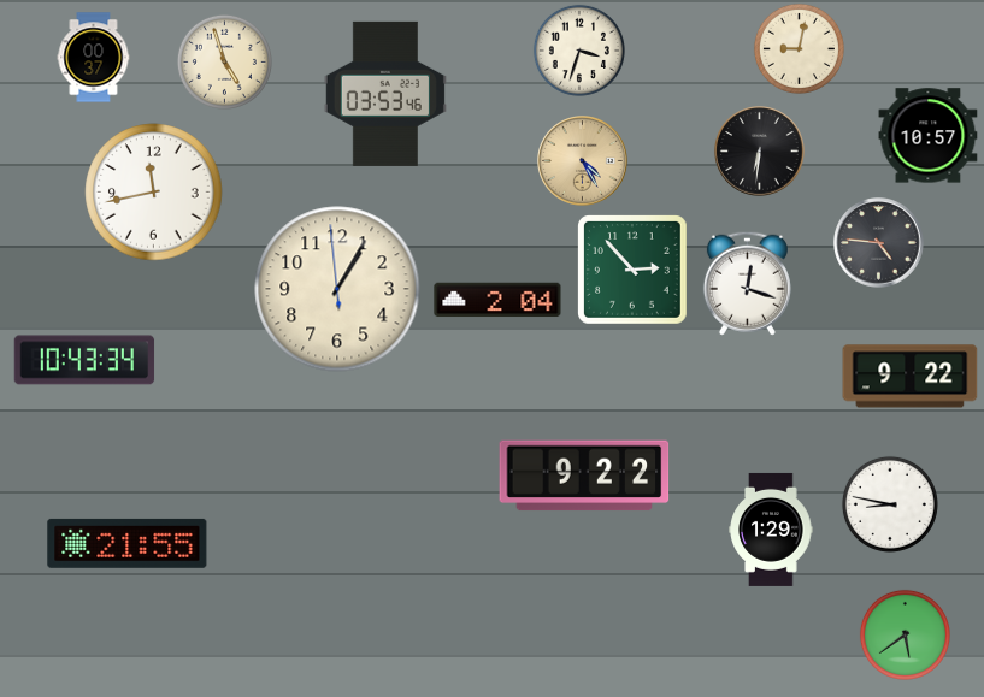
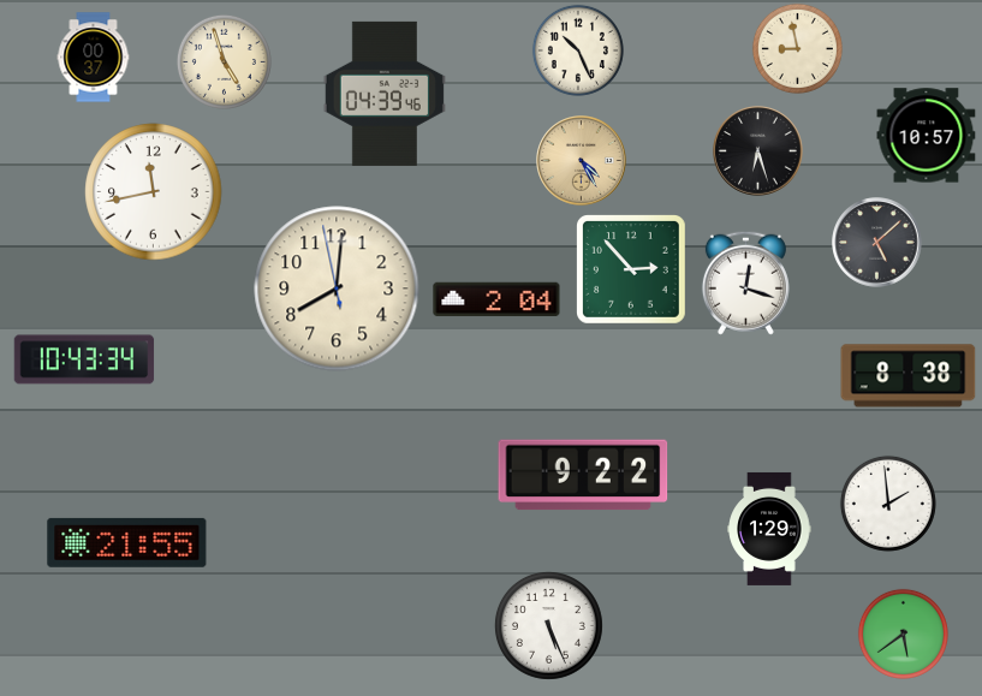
clock at (799, 48): 9:02 -> 8:58
clock at (579, 51): 3:33 -> 10:26
clock at (385, 94): 03:53 -> 04:39
clock at (760, 152): 6:31 -> 6:27
clock at (879, 243): 4:46 -> 5:08
clock at (337, 289): 1:04 -> 8:00
clock at (911, 377): 9:22 -> 8:38
clock at (890, 504): 8:47 -> 1:59
clock at (548, 625): none -> 5:26
